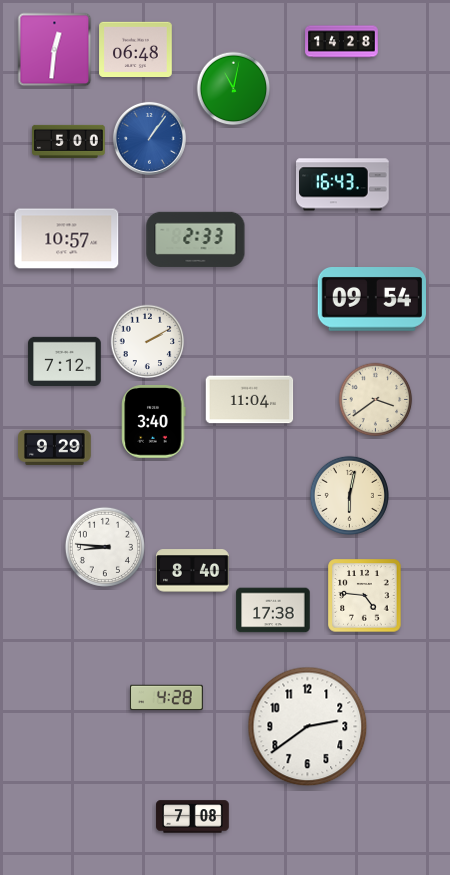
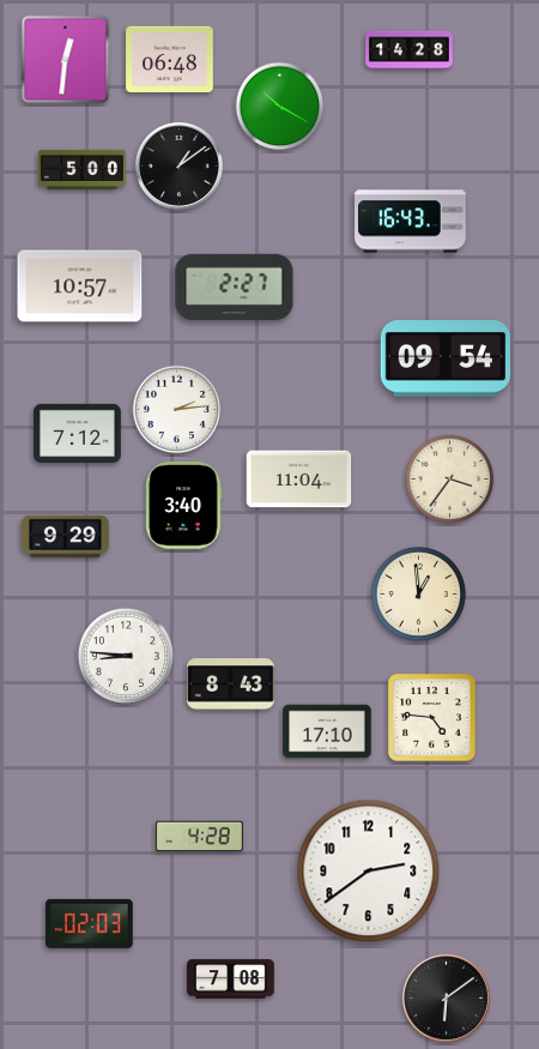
clock at (136, 50) position: (136, 50) -> (170, 60)
clock at (234, 89): 11:02 -> 10:20
clock at (149, 138): 1:06 -> 1:09
clock at (149, 138) dial: blue -> black
clock at (196, 239): 2:33 -> 2:27
clock at (148, 342): 2:10 -> 2:14
clock at (376, 400): 3:39 -> 3:36
clock at (349, 495): 6:02 -> 12:59
clock at (193, 571): 8:40 -> 8:43
clock at (365, 596) position: (365, 596) -> (432, 718)
clock at (273, 610): 17:38 -> 17:10
clock at (90, 923): none -> 02:03
clock at (446, 997): none -> 6:09
